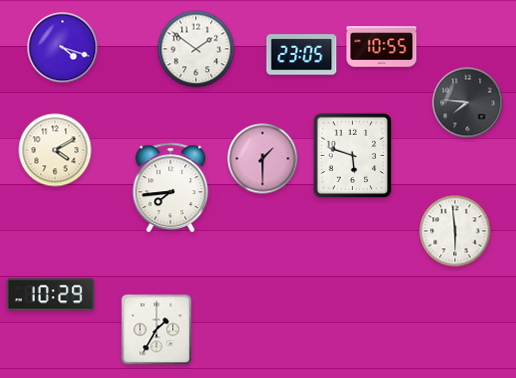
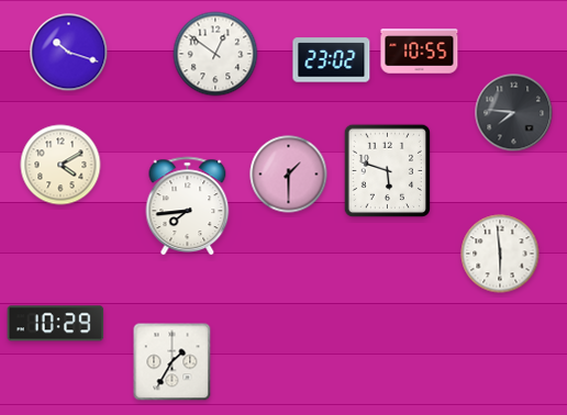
clock at (63, 48): 4:18 -> 10:18
clock at (196, 49): 1:51 -> 12:51
clock at (302, 55): 23:05 -> 23:02
